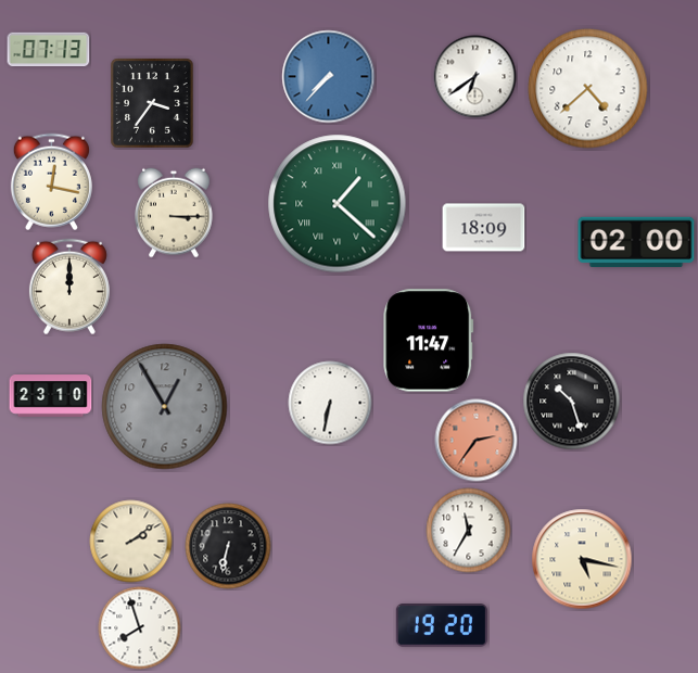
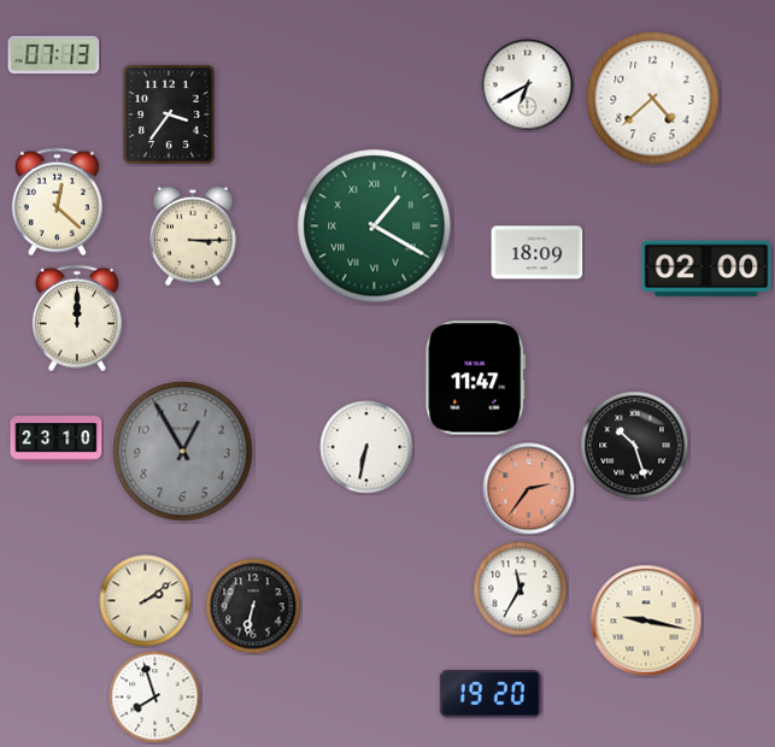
clock at (329, 77): 7:37 -> none
clock at (475, 77): 6:39 -> 6:40
clock at (51, 182): 12:17 -> 12:22
clock at (338, 204): 1:22 -> 1:20
clock at (582, 559): 5:17 -> 9:17
